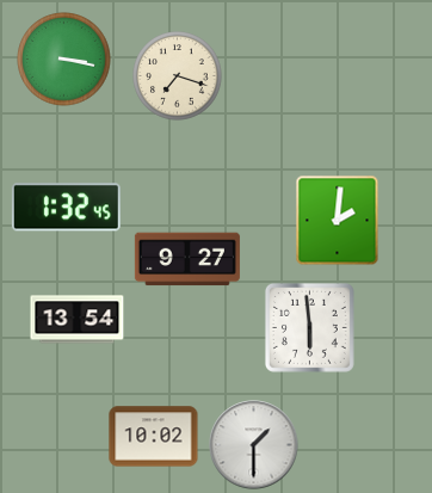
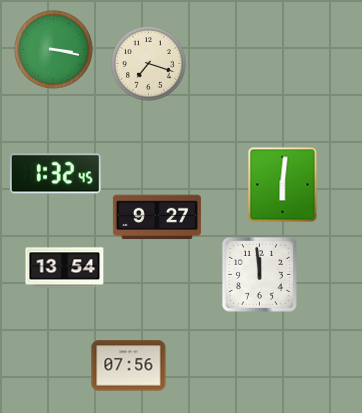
clock at (338, 221): 2:01 -> 6:01
clock at (309, 327): 5:59 -> 11:59
clock at (154, 437): 10:02 -> 07:56
clock at (254, 445): 1:30 -> none
